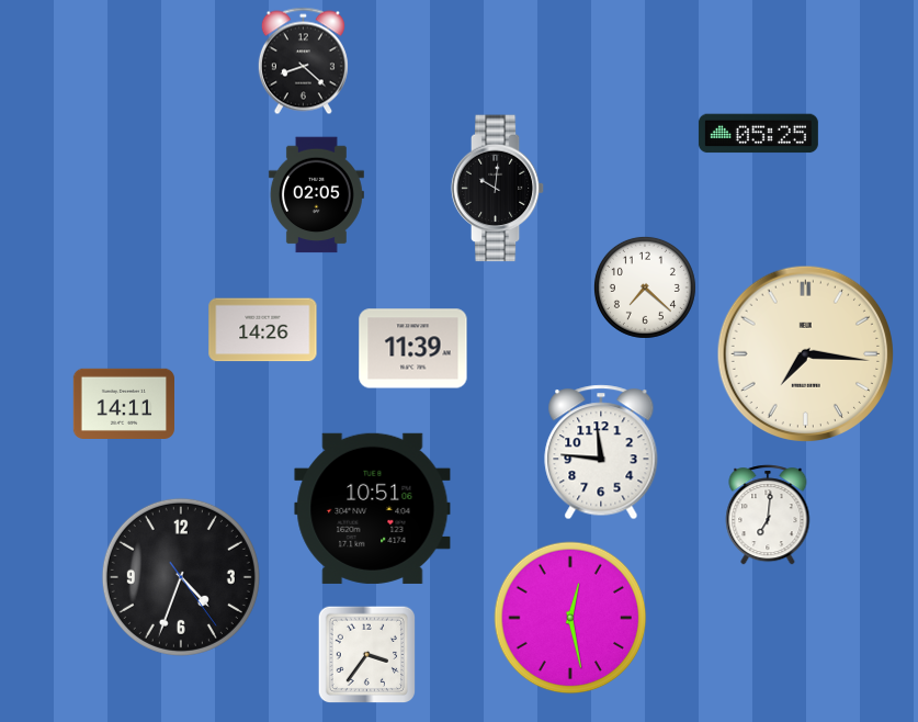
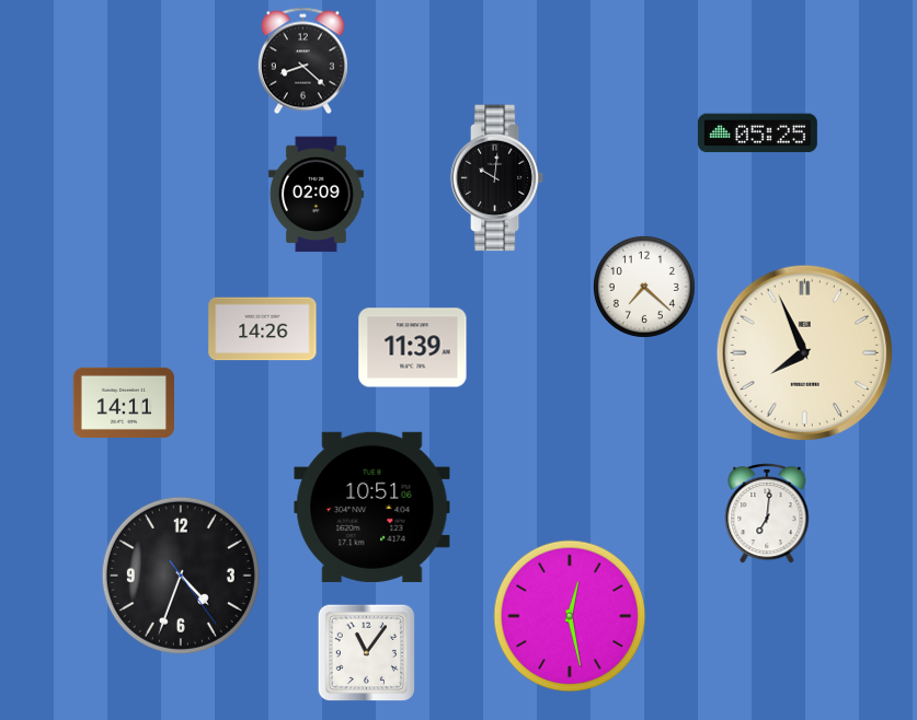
clock at (498, 189) position: (498, 189) -> (497, 178)
clock at (316, 195): 02:05 -> 02:09
clock at (805, 353): 7:16 -> 7:56
clock at (601, 452): 11:46 -> none
clock at (366, 654): 3:36 -> 11:06
